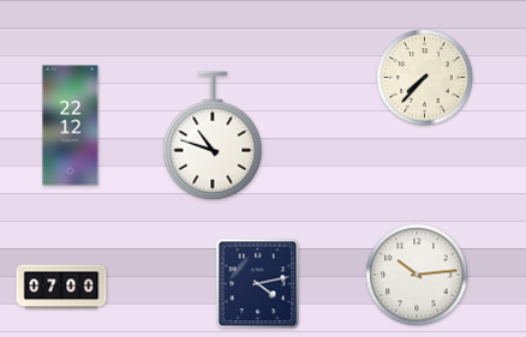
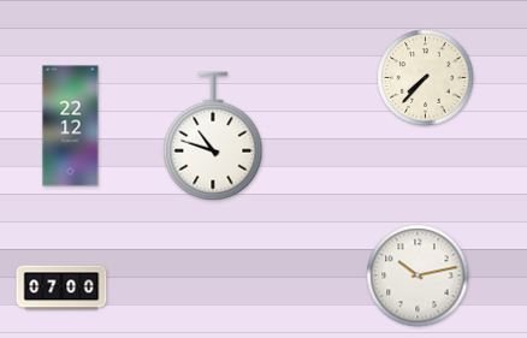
clock at (417, 275): 10:14 -> 10:13
clock at (258, 284): 4:13 -> none
